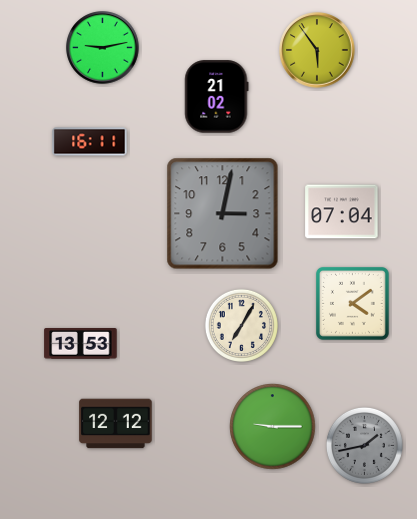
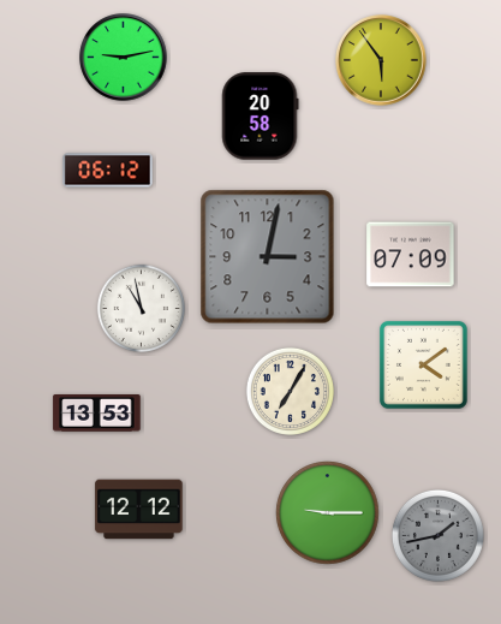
clock at (217, 97): 21:02 -> 20:58
clock at (90, 142): 16:11 -> 06:12
clock at (342, 212): 07:04 -> 07:09
clock at (141, 308): none -> 10:58
